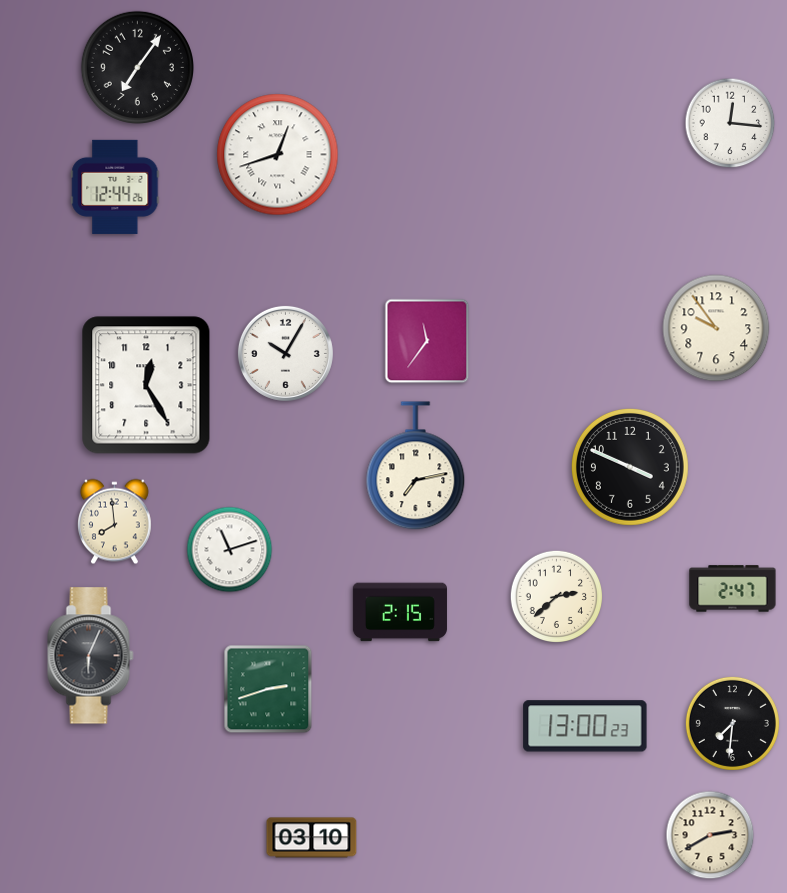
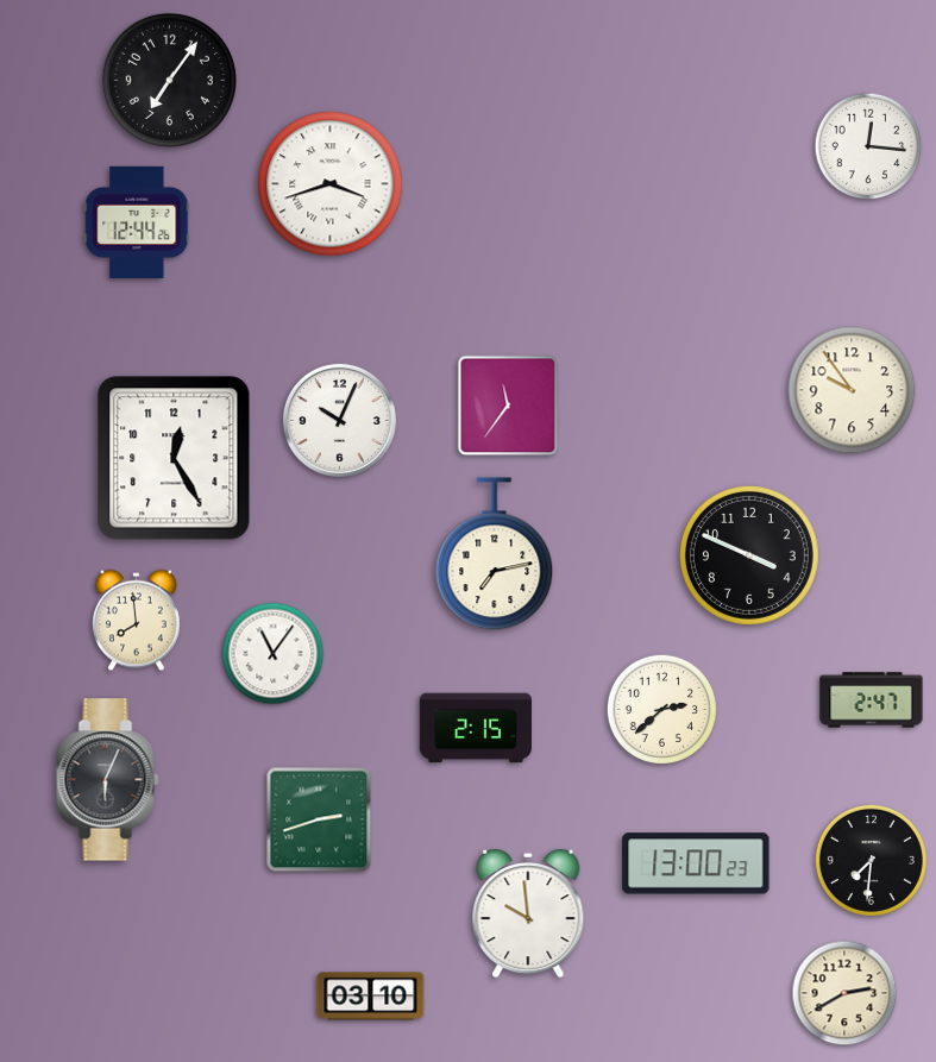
clock at (137, 67) position: (137, 67) -> (169, 80)
clock at (278, 155): 12:42 -> 3:42
clock at (285, 353): 10:05 -> 10:04
clock at (230, 550): 11:12 -> 11:06
clock at (528, 913): none -> 9:59
